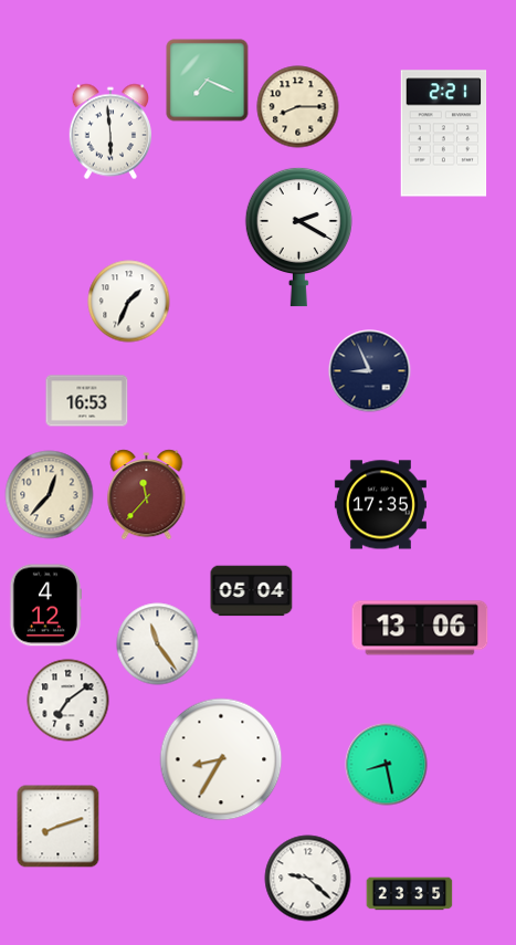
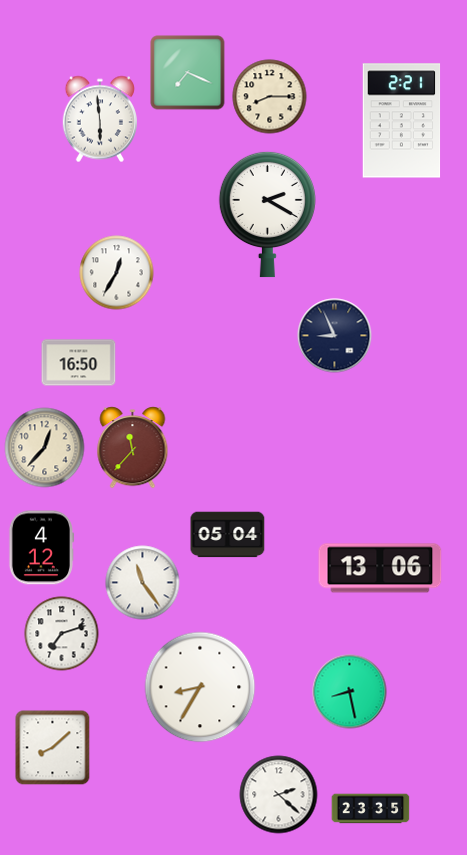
clock at (298, 237) position: (298, 237) -> (267, 214)
clock at (129, 302): 1:34 -> 12:35
clock at (87, 401): 16:53 -> 16:50
clock at (380, 505): 17:35 -> none
clock at (69, 701): 7:09 -> 7:12
clock at (59, 827): 8:12 -> 8:08
clock at (308, 879): 9:22 -> 2:22
